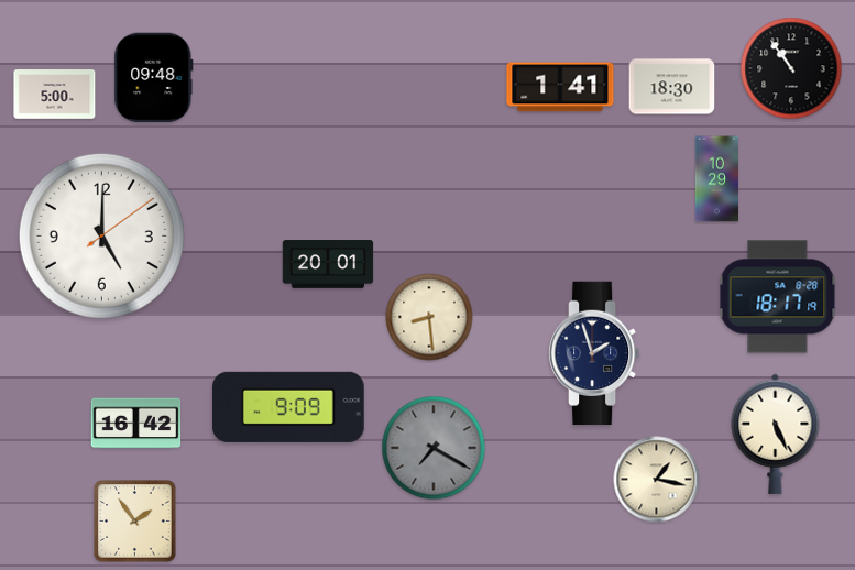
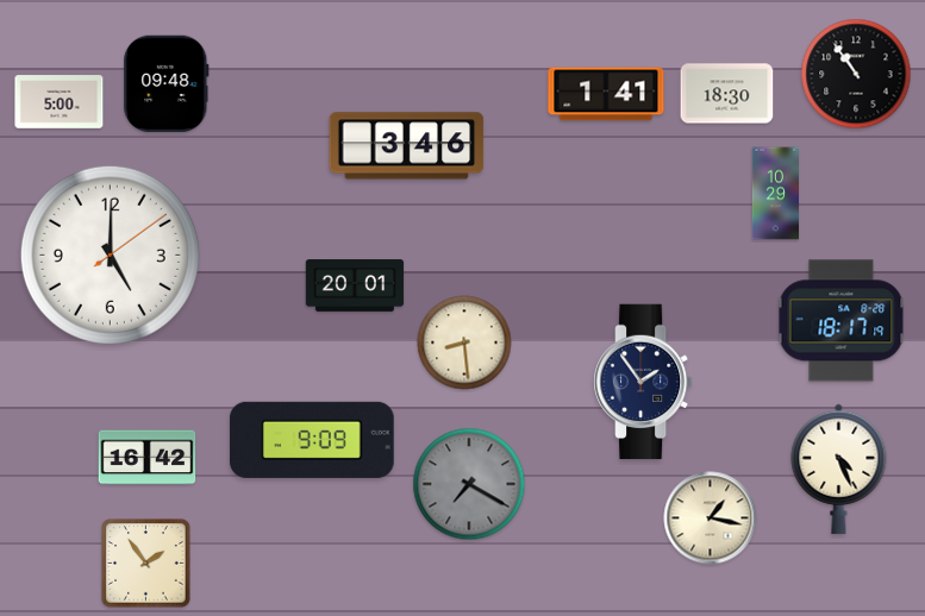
clock at (407, 146): none -> 3:46
clock at (595, 353): 1:57 -> 1:54
clock at (776, 434): 5:26 -> 4:26
